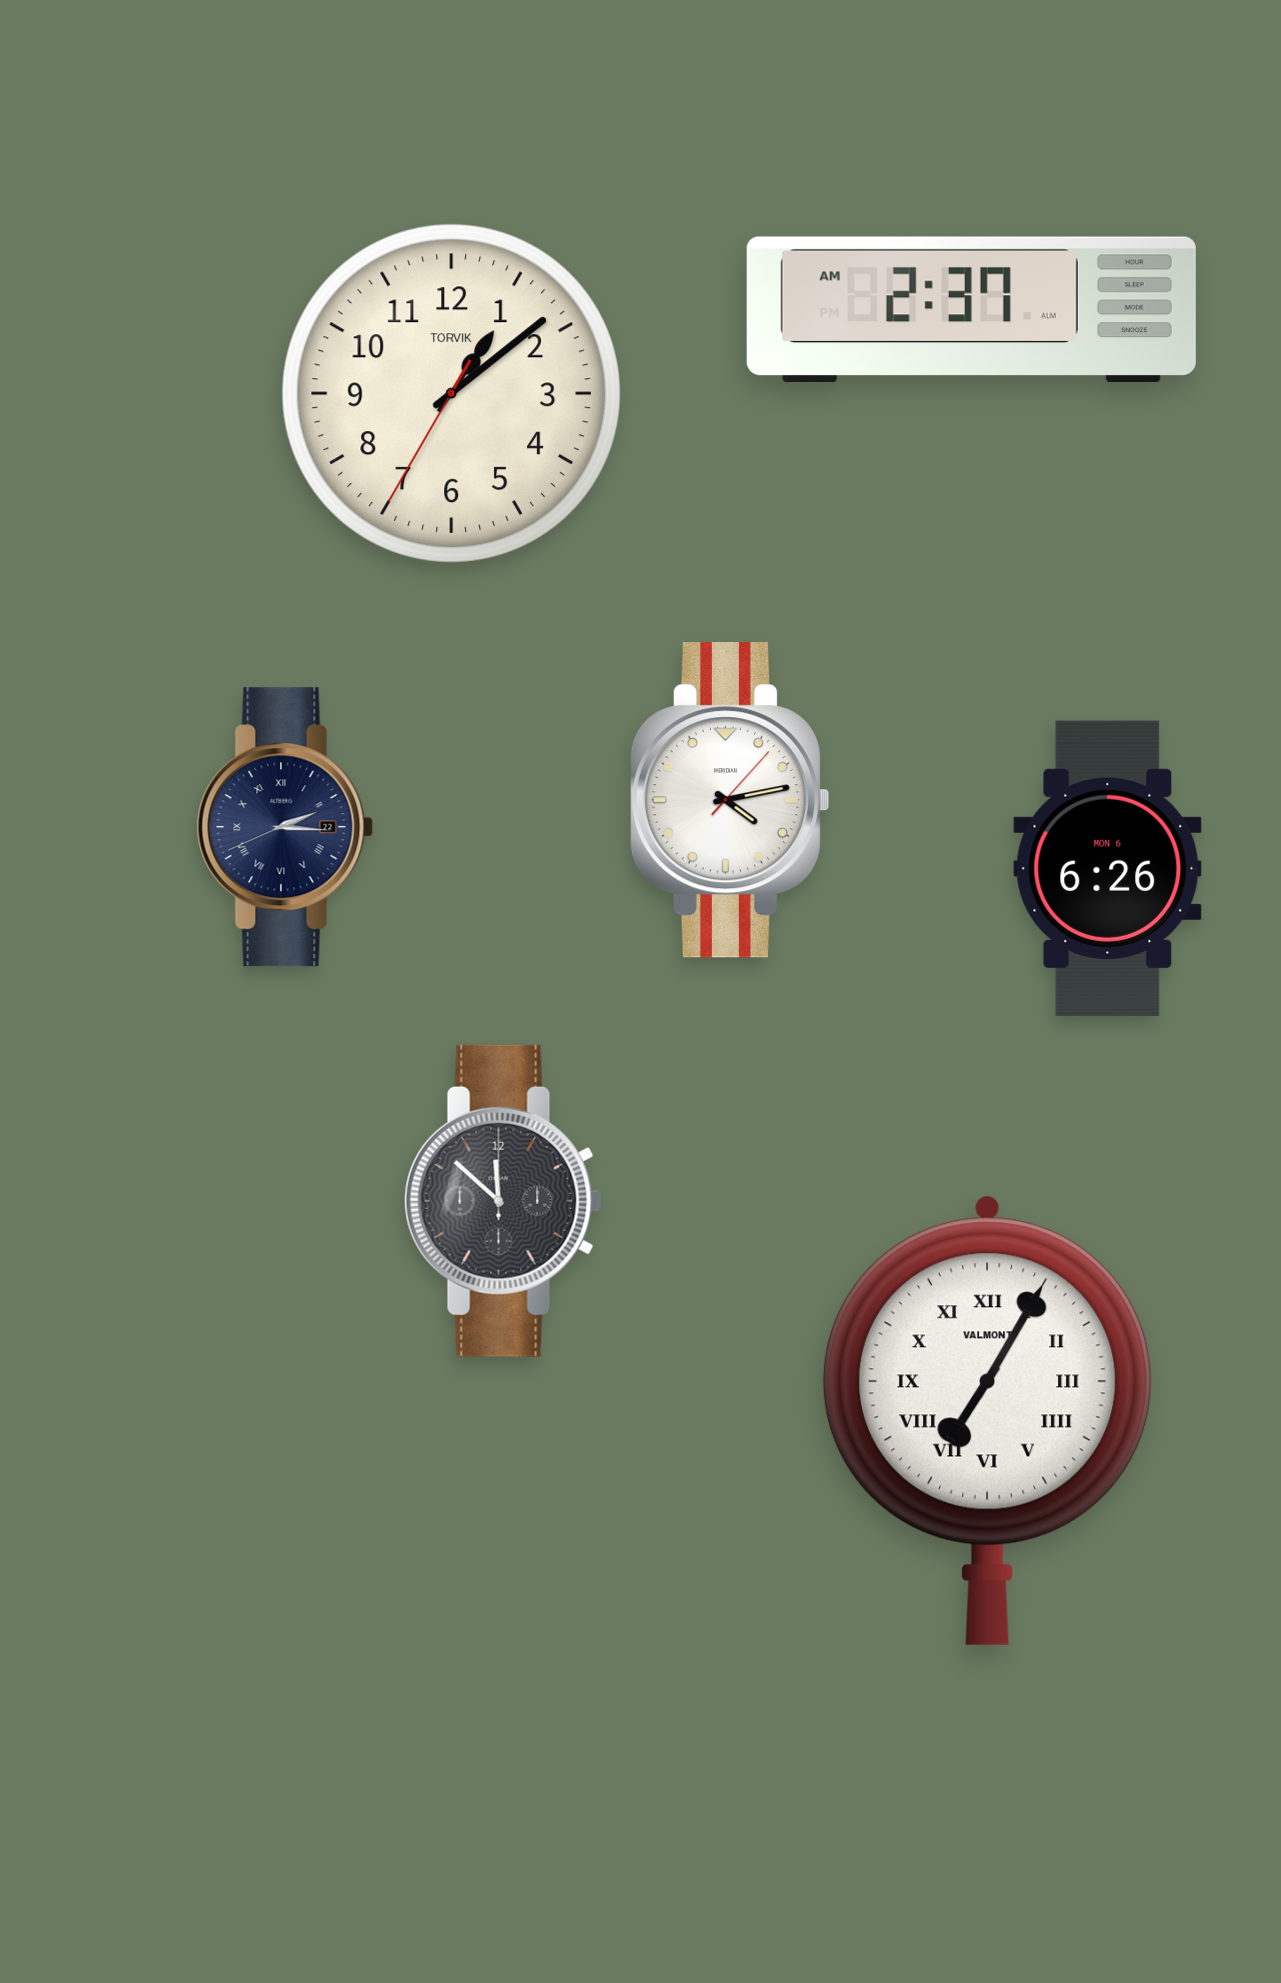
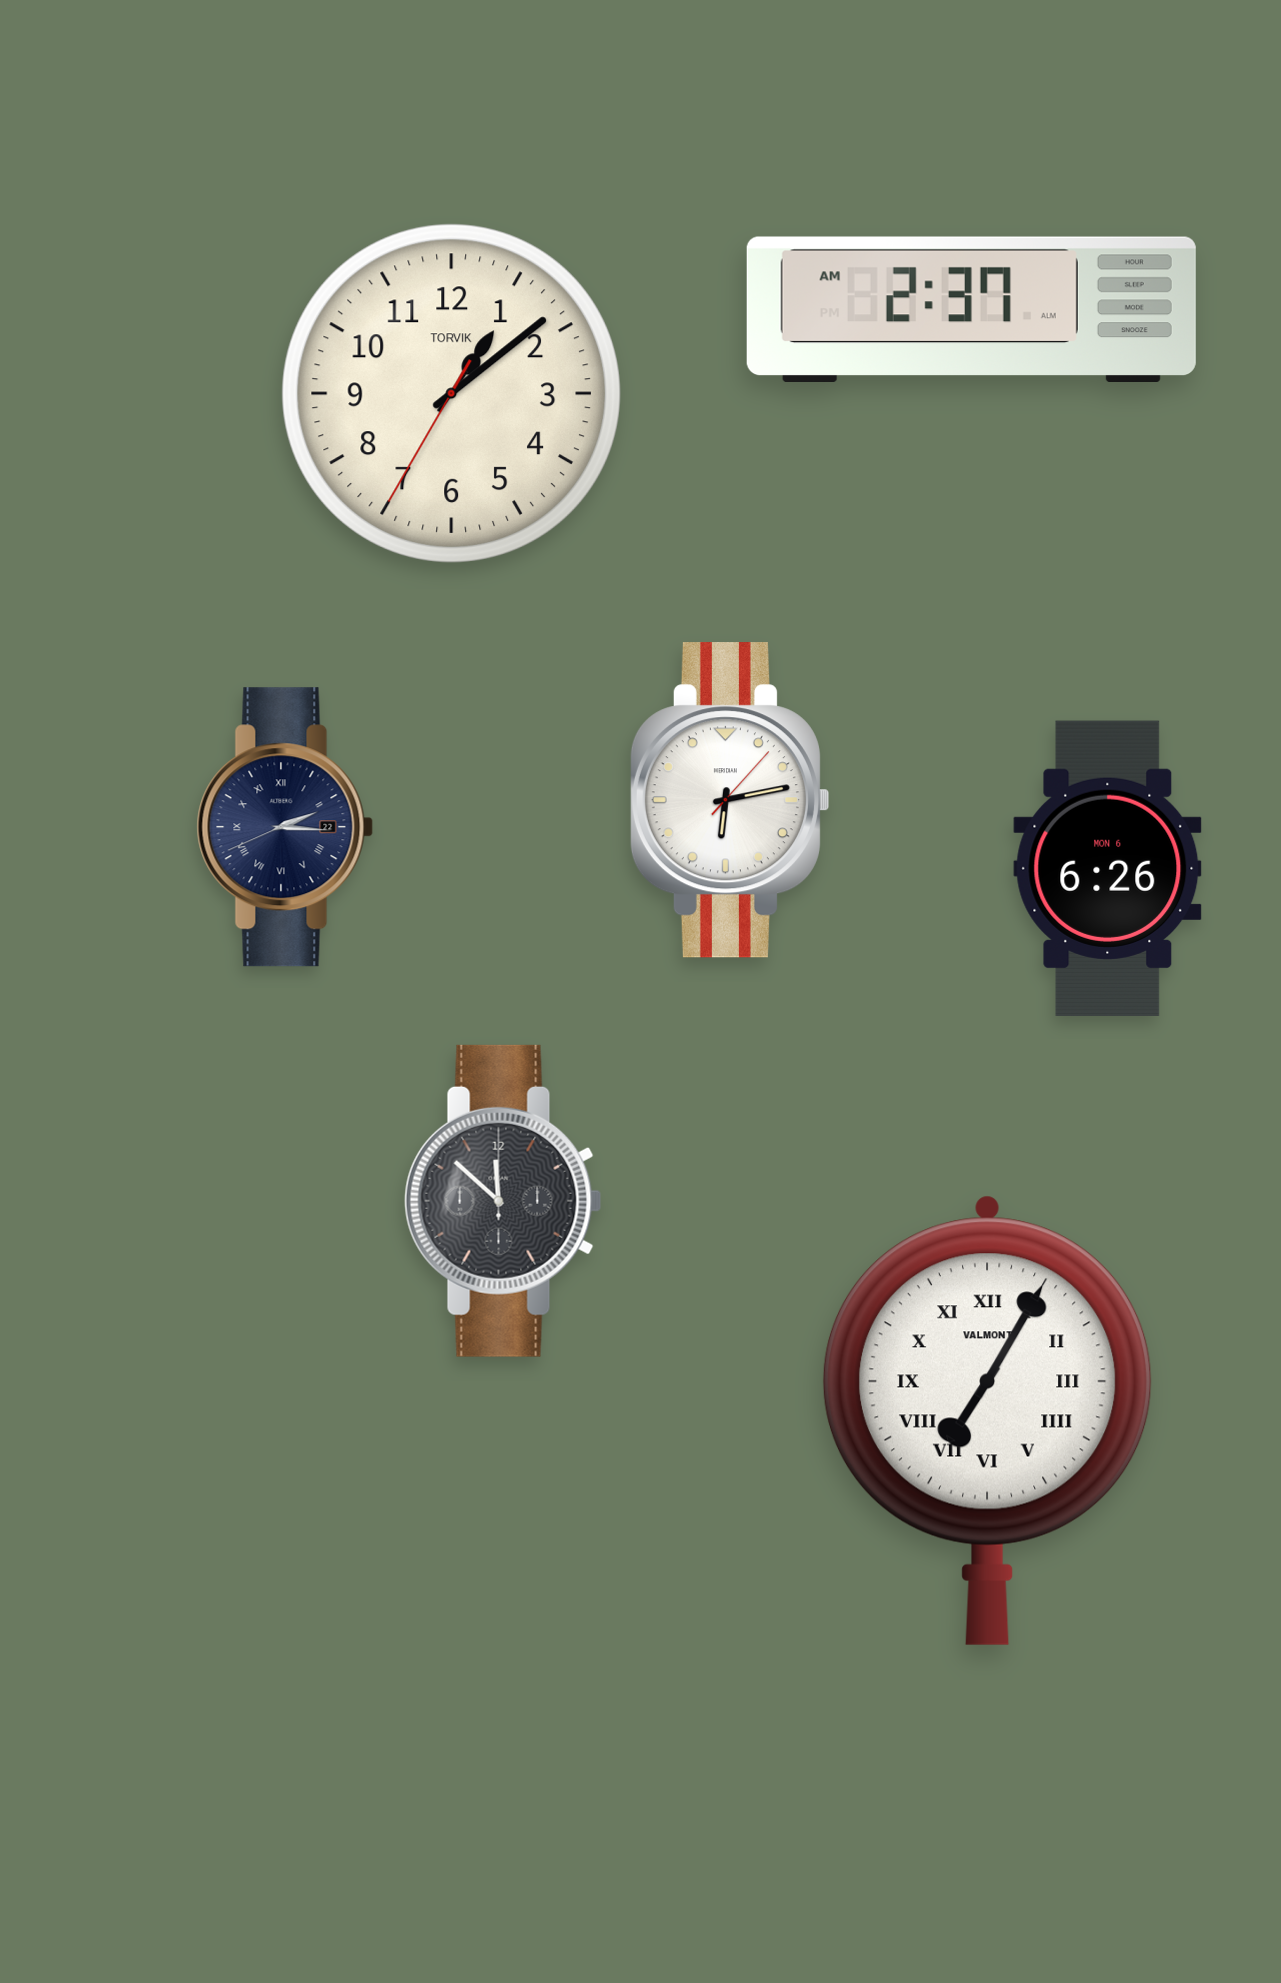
clock at (729, 800): 4:13 -> 6:13
